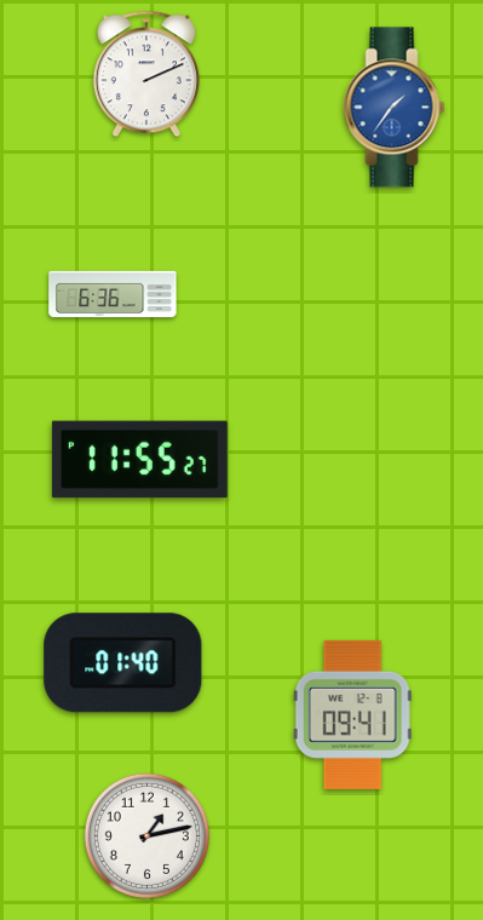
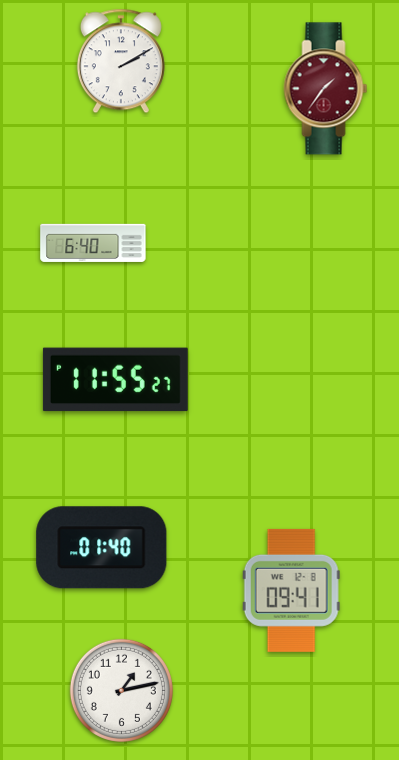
clock at (146, 74): 2:11 -> 2:10
clock at (395, 108) dial: blue -> burgundy
clock at (113, 294): 6:36 -> 6:40
